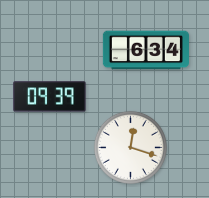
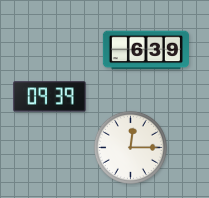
clock at (146, 50): 6:34 -> 6:39
clock at (130, 147): 12:18 -> 12:15
